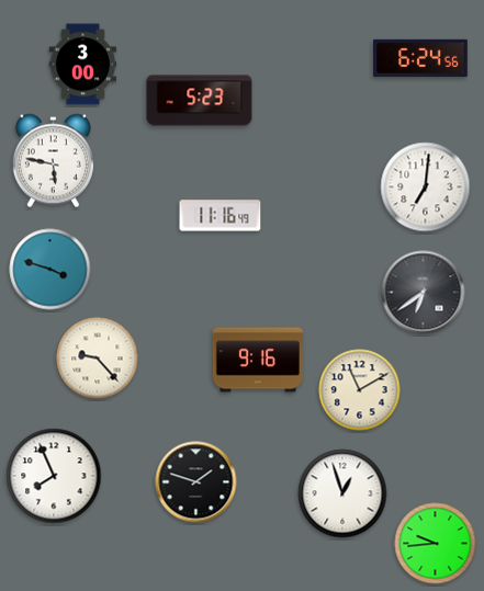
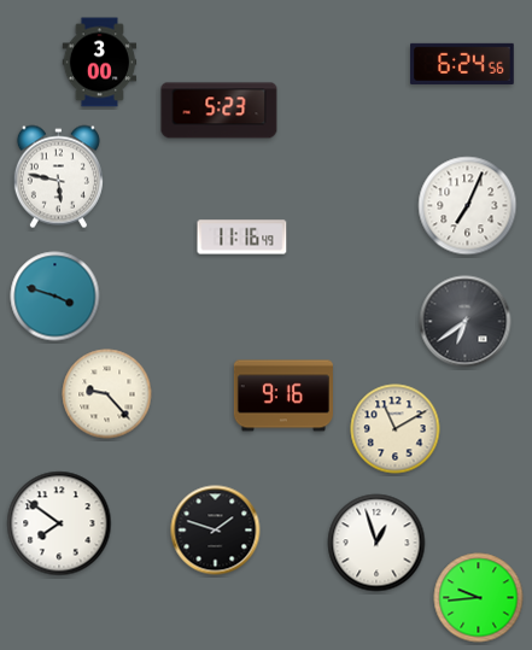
clock at (83, 65) position: (83, 65) -> (100, 63)
clock at (426, 187): 7:01 -> 7:04
clock at (54, 476): 7:56 -> 7:51
